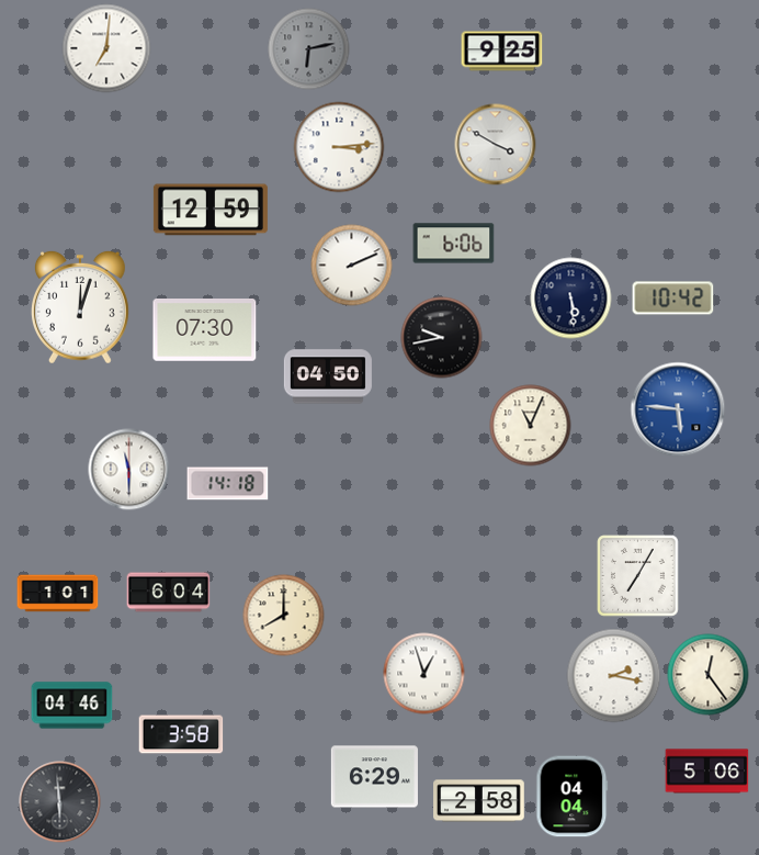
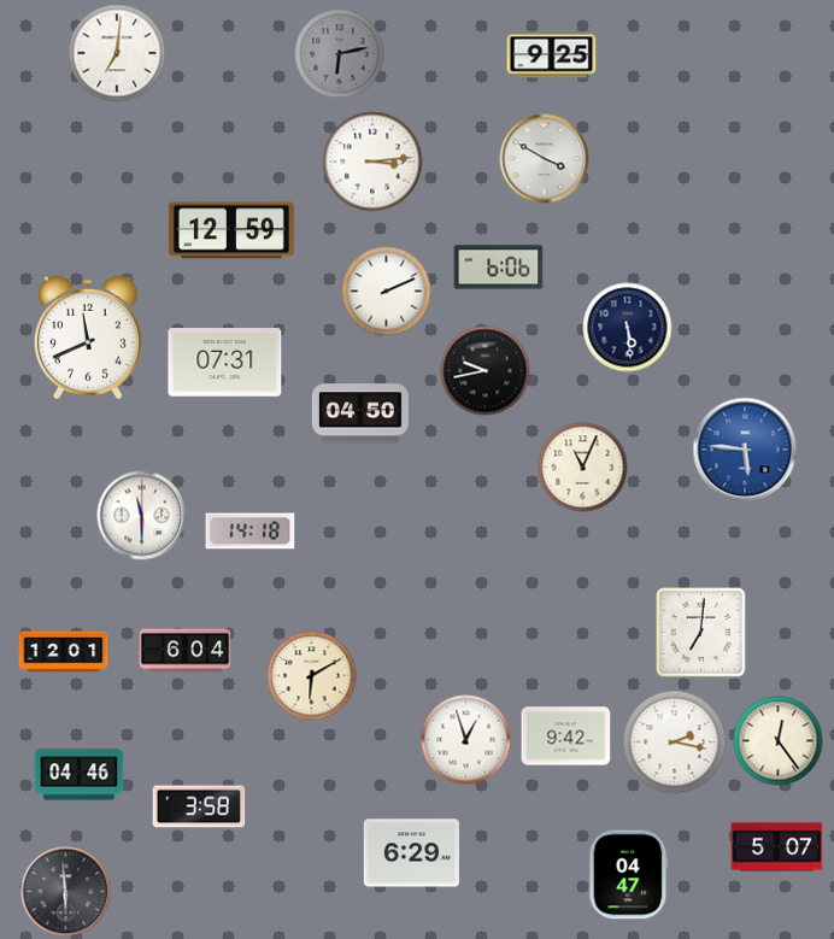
clock at (673, 299): 10:42 -> none
clock at (80, 307): 12:03 -> 11:41
clock at (205, 330): 07:30 -> 07:31
clock at (638, 576): 7:05 -> 7:01
clock at (58, 594): 1:01 -> 12:01
clock at (284, 616): 8:00 -> 6:10
clock at (566, 736): none -> 9:42
clock at (707, 772): 5:06 -> 5:07
clock at (573, 797): 04:04 -> 04:47
clock at (479, 801): 2:58 -> none
clock at (60, 802) position: (60, 802) -> (66, 892)
